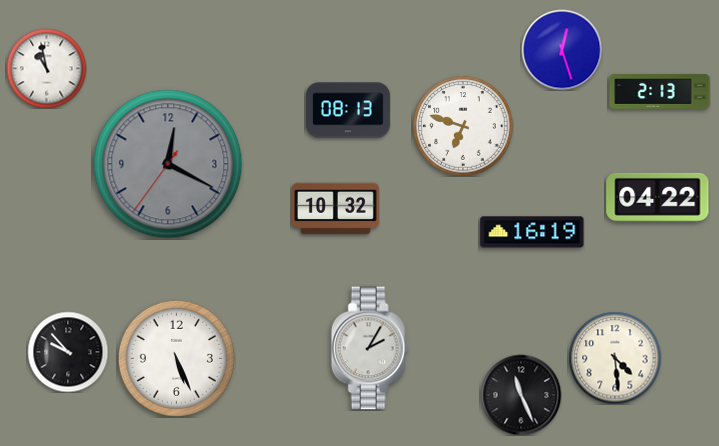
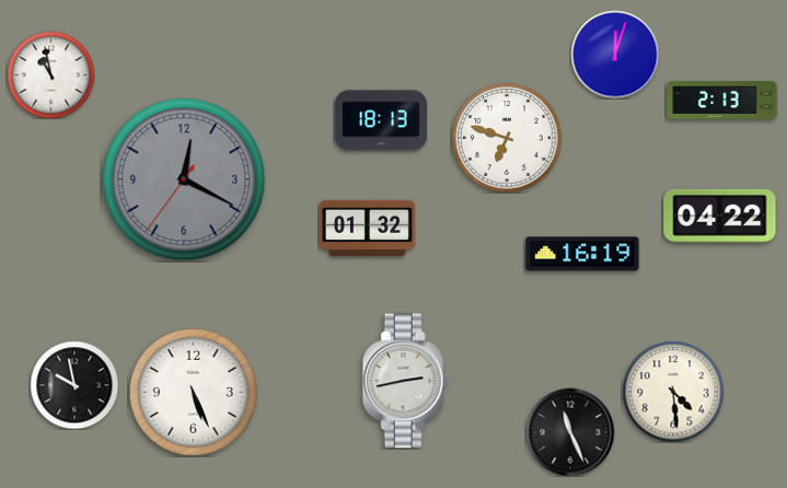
clock at (562, 50): 12:27 -> 12:03
clock at (348, 110): 08:13 -> 18:13
clock at (335, 209): 10:32 -> 01:32
clock at (370, 348): 2:05 -> 2:43
clock at (68, 352): 9:53 -> 9:58
